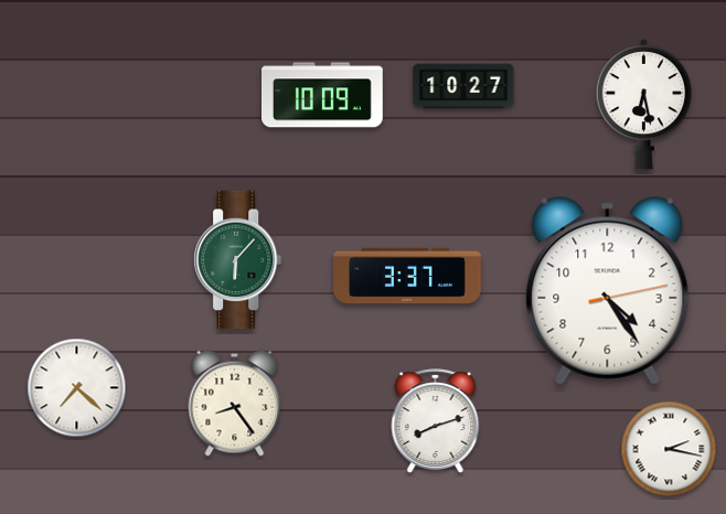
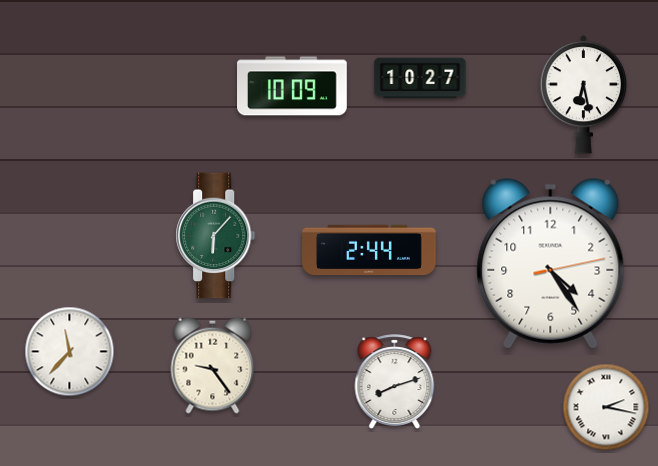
clock at (407, 276): 3:37 -> 2:44
clock at (77, 388): 7:22 -> 11:37
clock at (235, 403): 8:24 -> 9:24
